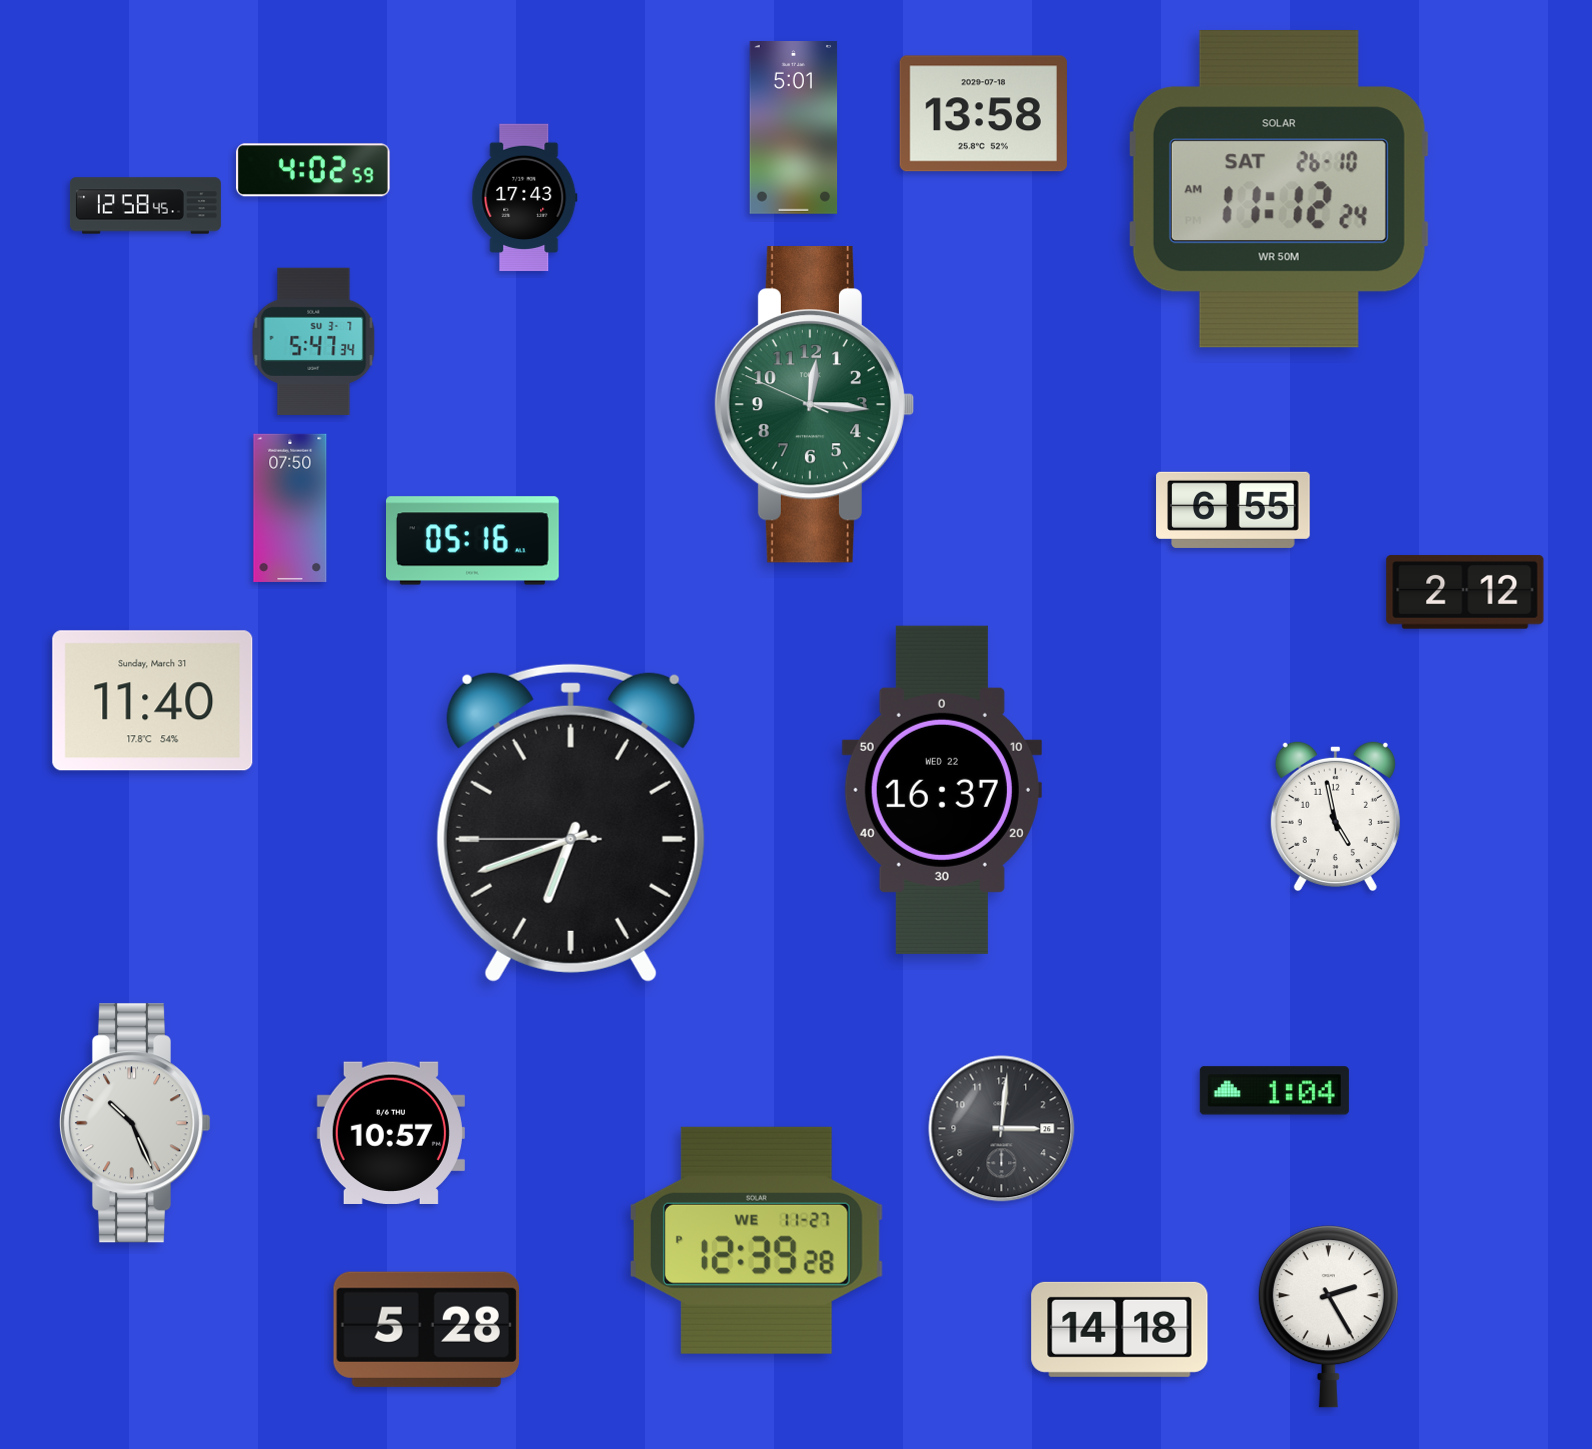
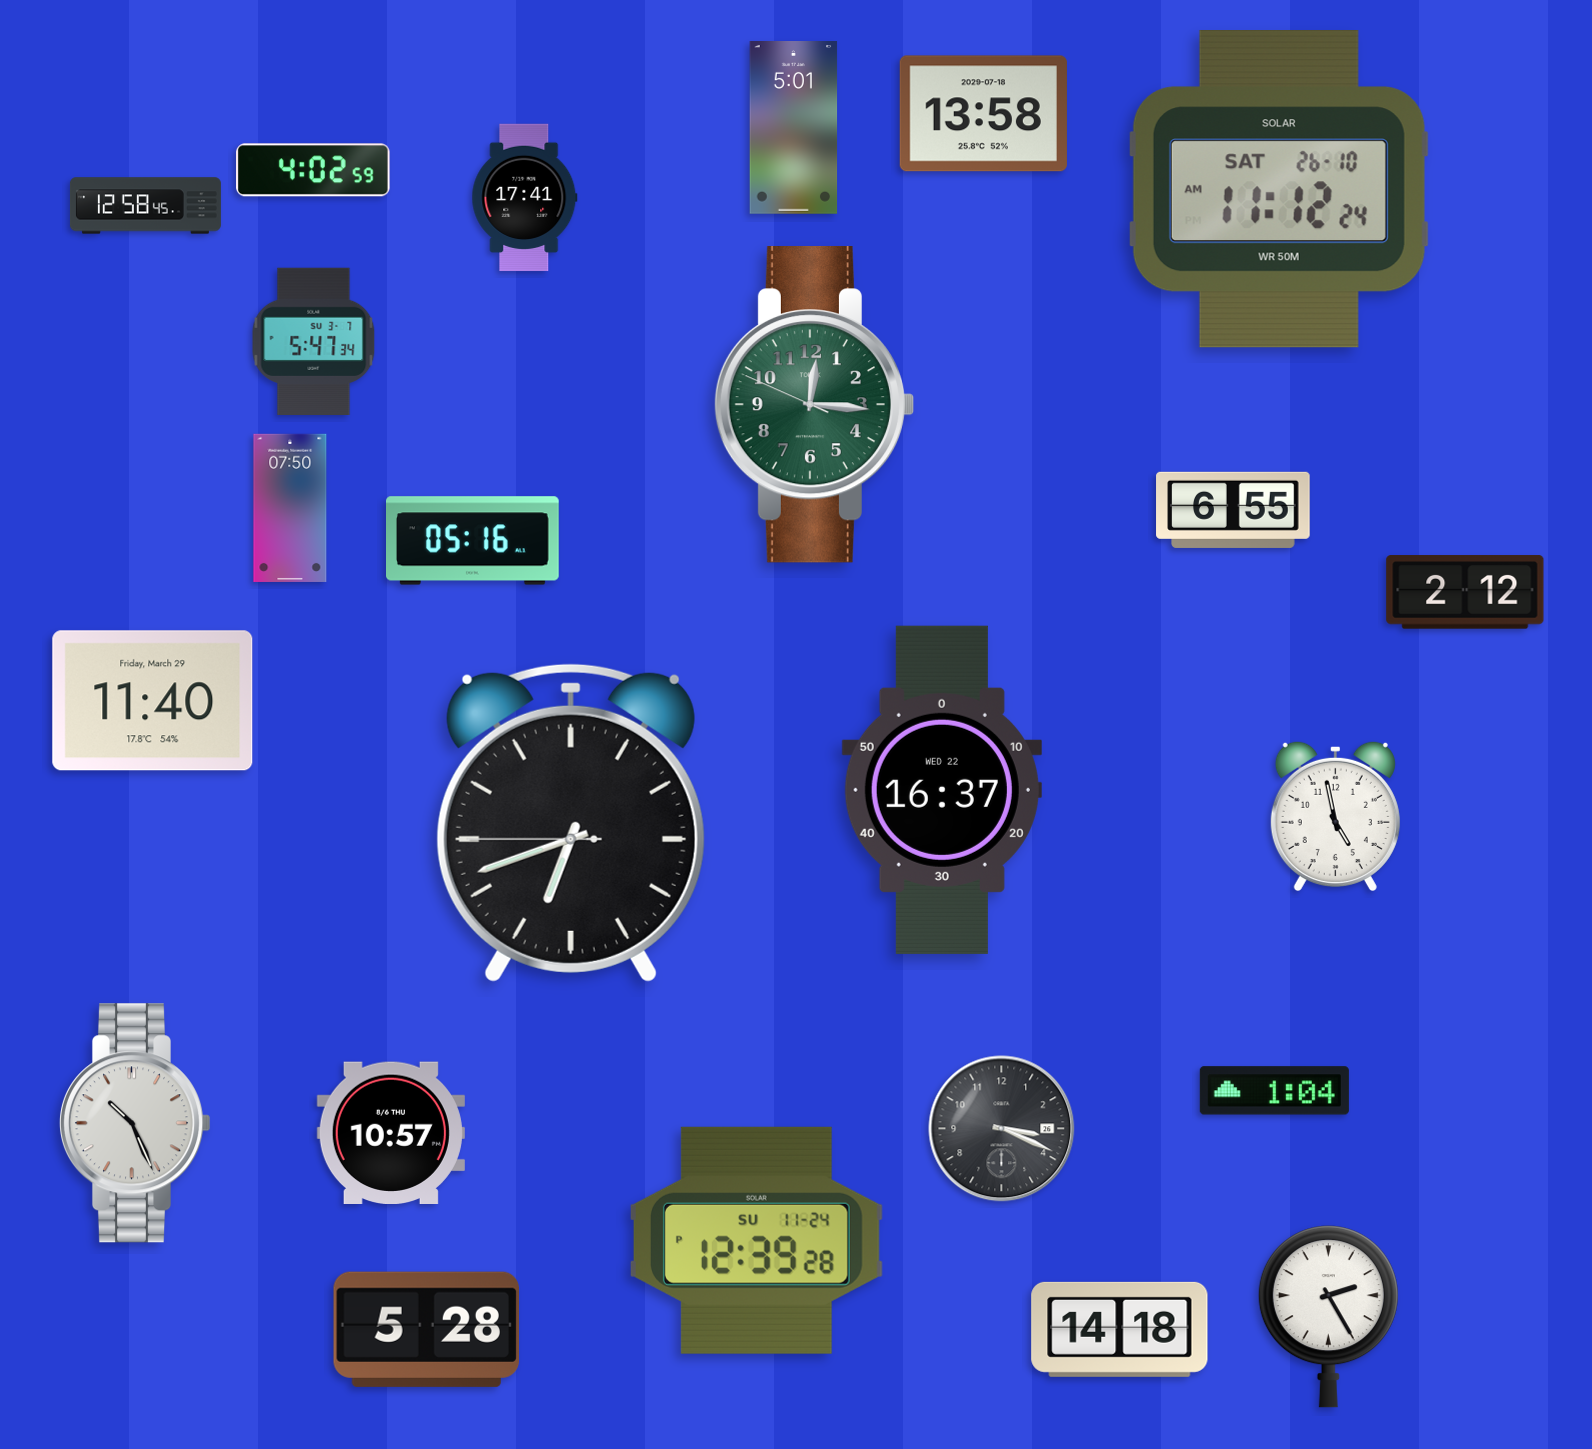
clock at (525, 198): 17:43 -> 17:41
clock at (153, 701) date: Sunday, March 31 -> Friday, March 29
clock at (1002, 1129): 3:01 -> 3:19
clock at (756, 1240) date: WE 11-27 -> SU 11-24
